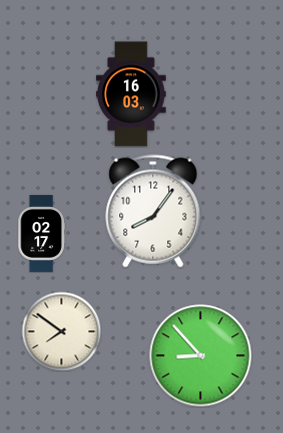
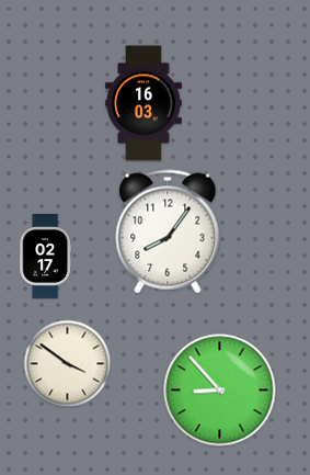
clock at (61, 331): 7:51 -> 3:51
